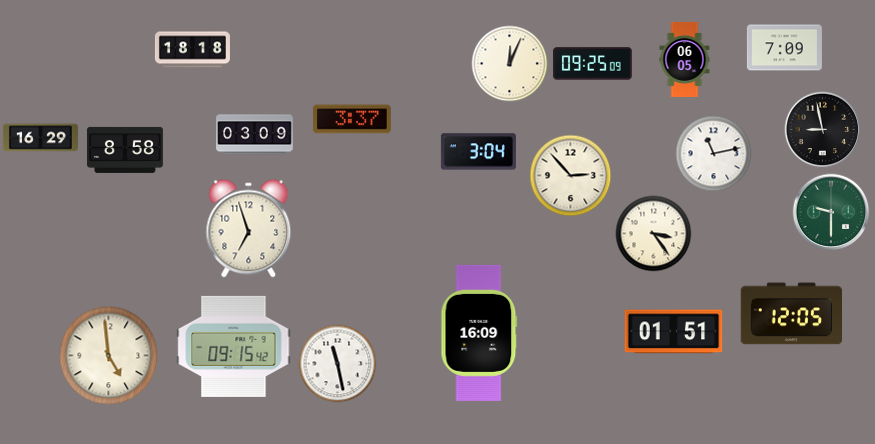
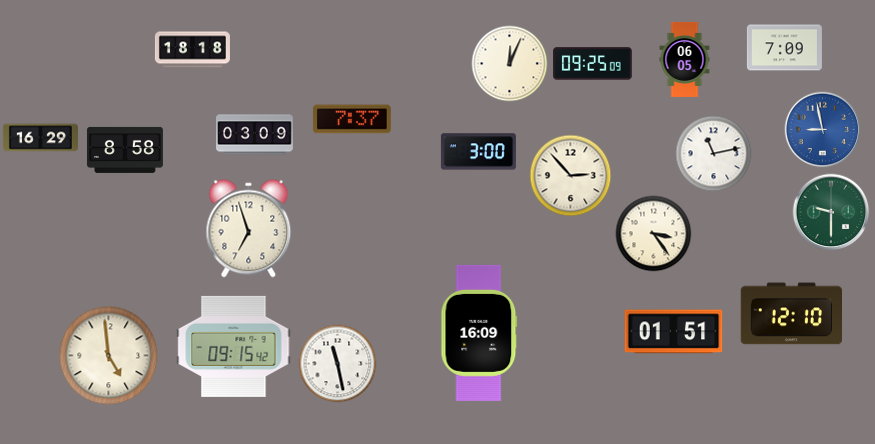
clock at (352, 119): 3:37 -> 7:37
clock at (823, 130) dial: black -> blue
clock at (478, 152): 3:04 -> 3:00
clock at (791, 314): 12:05 -> 12:10
